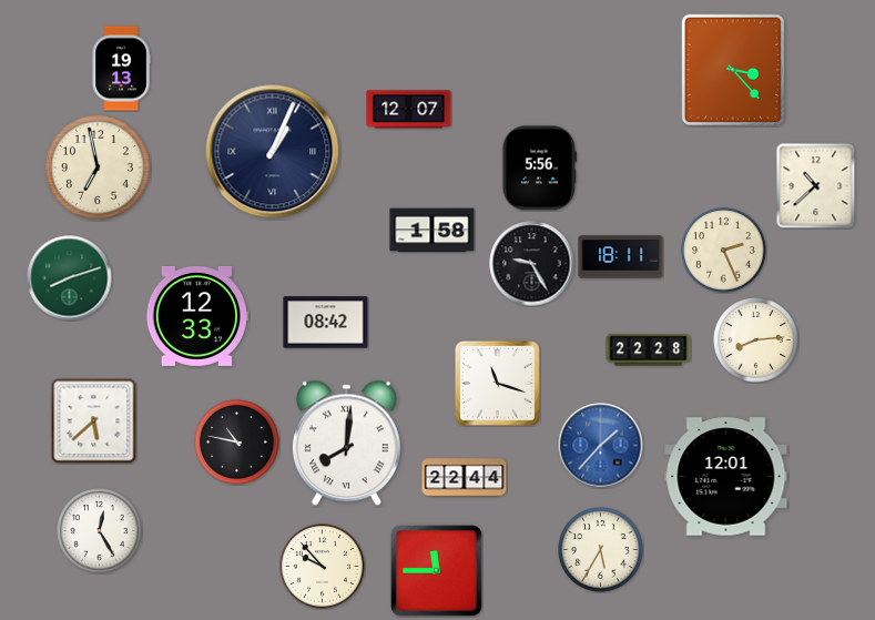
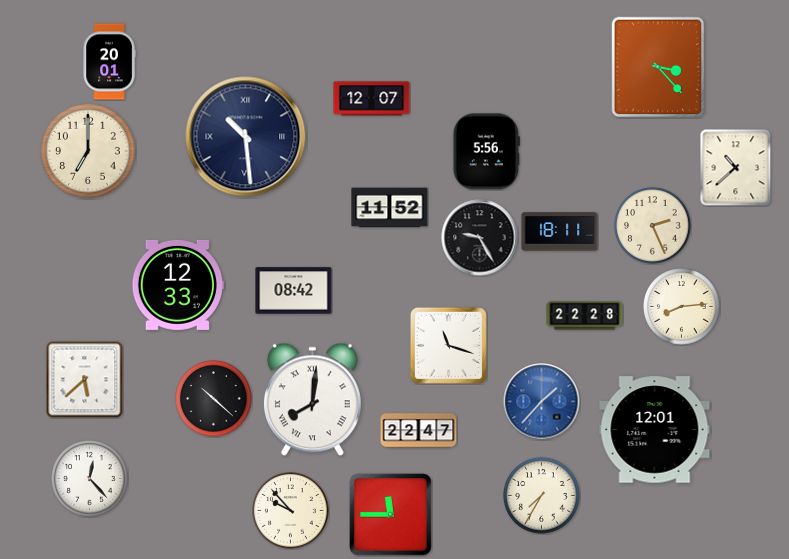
clock at (121, 69): 19:13 -> 20:01
clock at (733, 70) position: (733, 70) -> (658, 67)
clock at (409, 110) position: (409, 110) -> (372, 99)
clock at (273, 152): 1:04 -> 10:29
clock at (98, 167): 6:58 -> 7:00
clock at (433, 231): 1:58 -> 11:52
clock at (70, 278): 8:12 -> none
clock at (237, 443): 10:47 -> 10:22
clock at (465, 478): 22:44 -> 22:47
clock at (100, 531): 12:25 -> 12:23
clock at (601, 550): 5:35 -> 7:35
clock at (437, 571) position: (437, 571) -> (391, 515)
